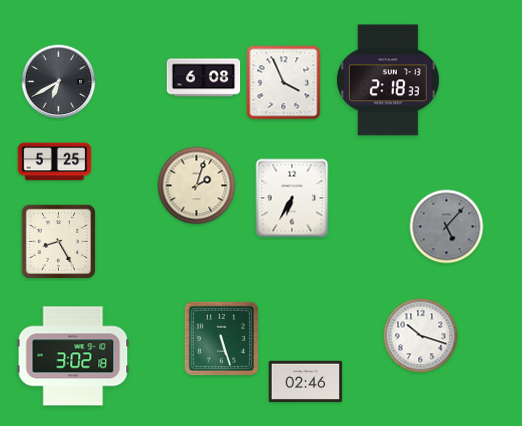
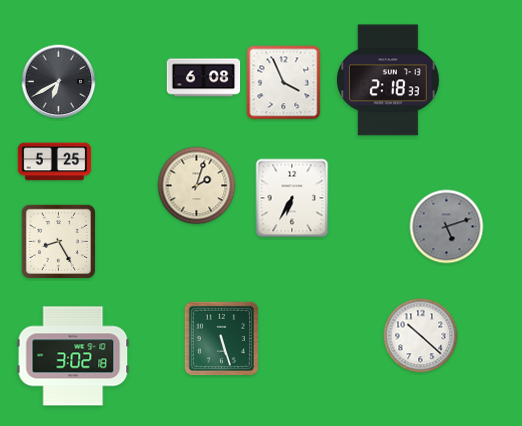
clock at (447, 227): 5:07 -> 5:12
clock at (421, 336): 10:18 -> 10:22
clock at (306, 382): 02:46 -> none
